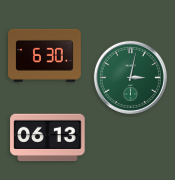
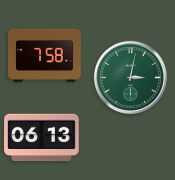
clock at (45, 55): 6:30 -> 7:58
clock at (48, 138) position: (48, 138) -> (42, 138)
